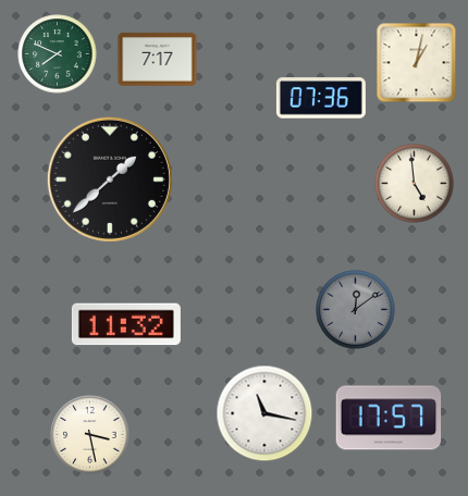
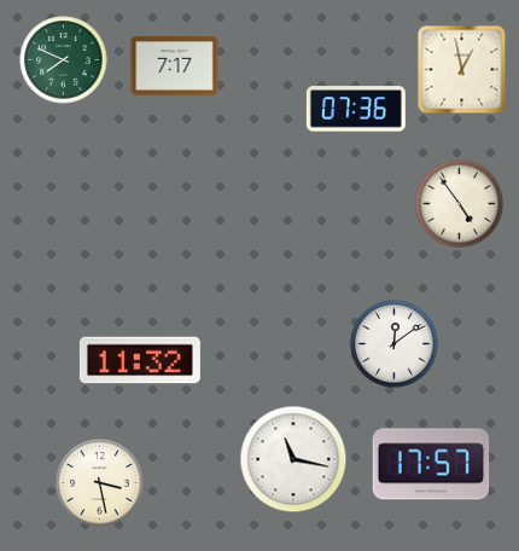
clock at (417, 63): 1:02 -> 12:58
clock at (110, 179): 1:38 -> none
clock at (415, 184): 4:59 -> 4:54
clock at (356, 310) dial: grey -> white
